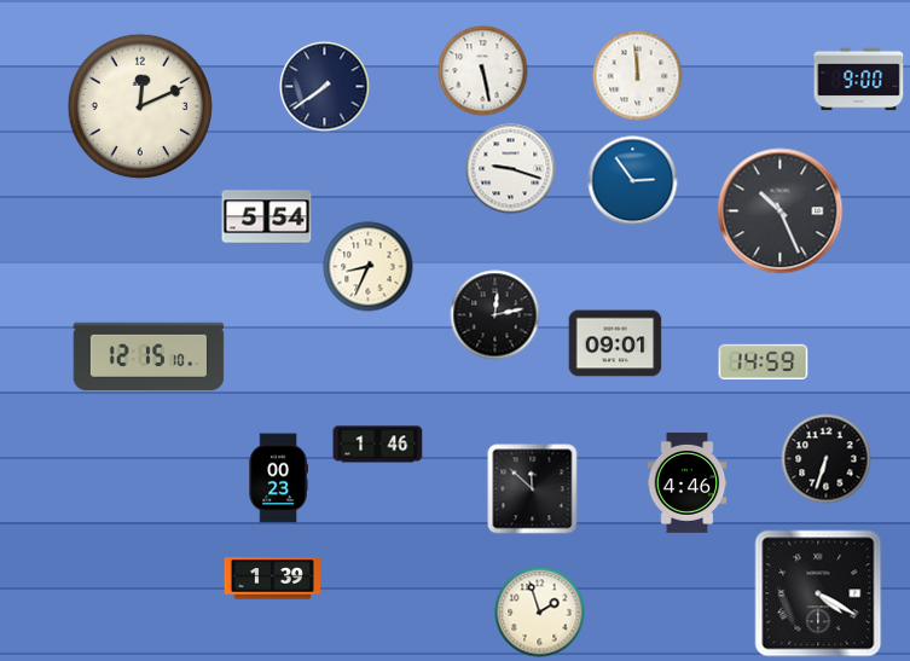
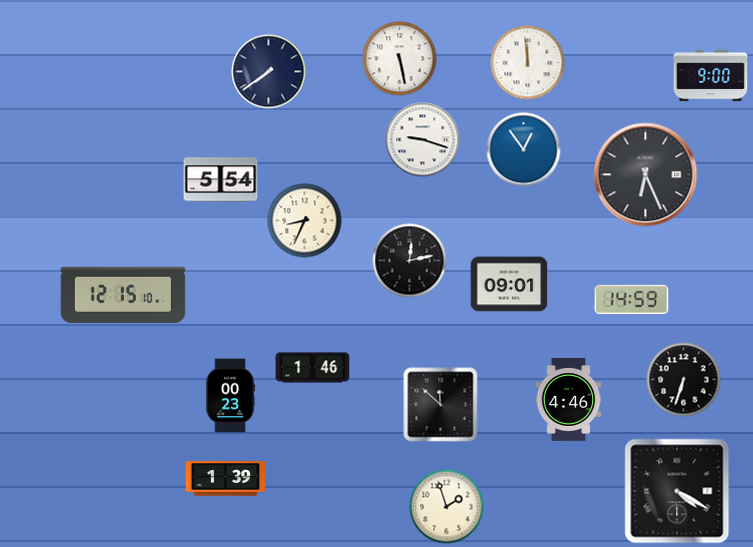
clock at (859, 80) position: (859, 80) -> (711, 76)
clock at (139, 105): 12:11 -> none
clock at (633, 181): 2:54 -> 12:54
clock at (781, 211): 10:26 -> 6:26
